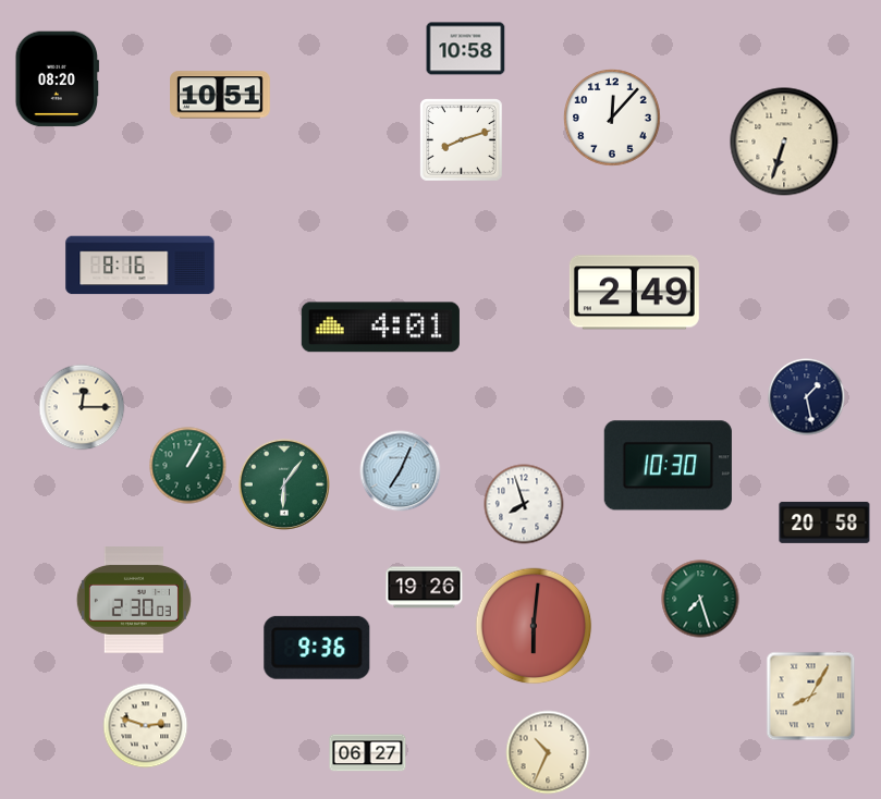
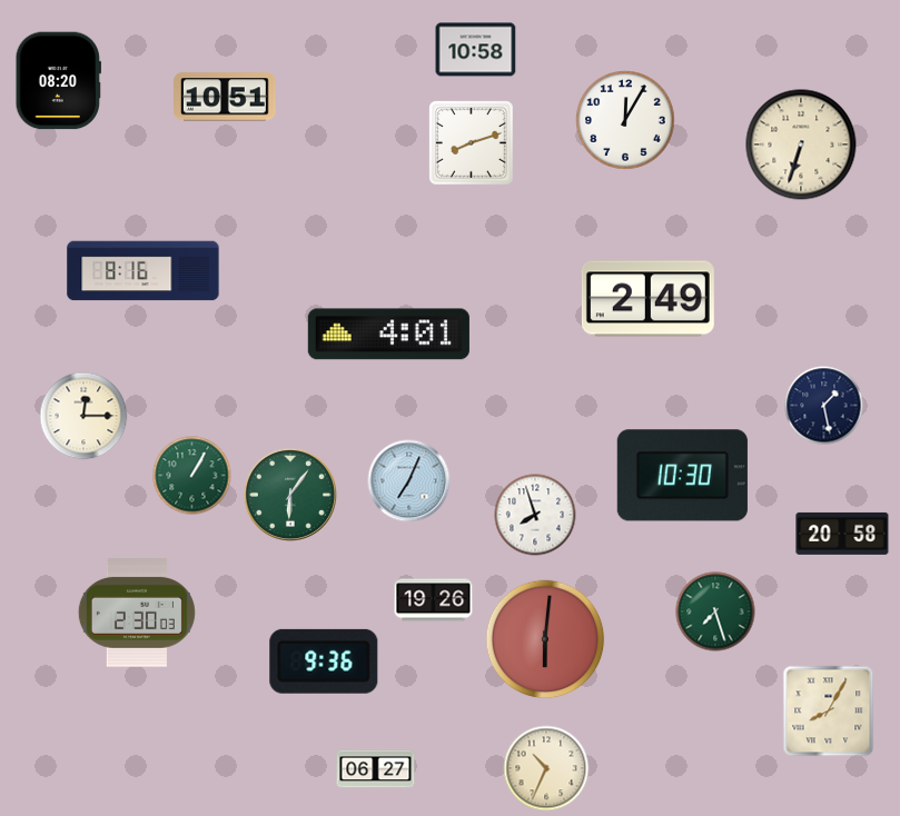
clock at (613, 119): 12:07 -> 12:05
clock at (146, 726): 2:48 -> none
clock at (548, 752) position: (548, 752) -> (546, 768)
